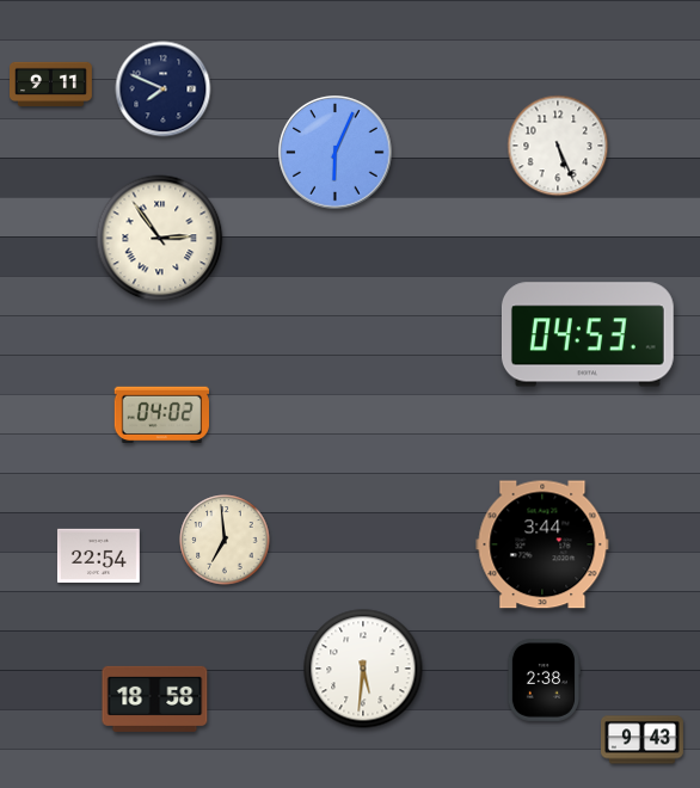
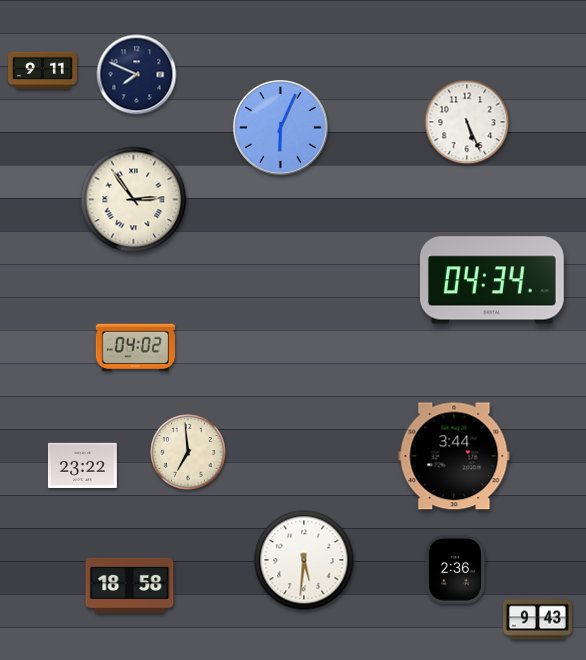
clock at (588, 334): 04:53 -> 04:34
clock at (98, 555): 22:54 -> 23:22
clock at (544, 679): 2:38 -> 2:36
